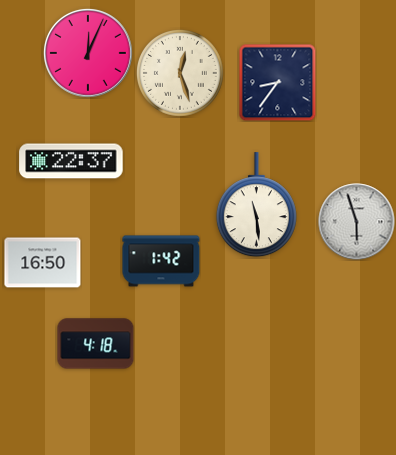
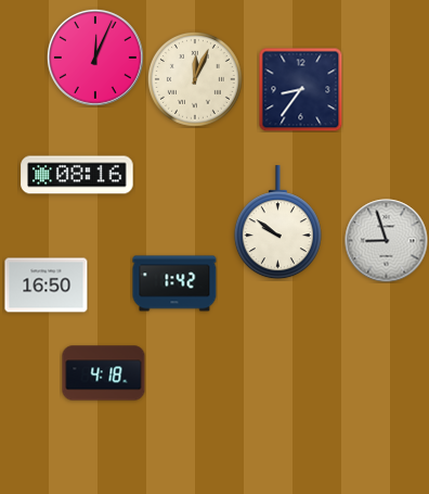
clock at (180, 73): 12:27 -> 12:04
clock at (71, 161): 22:37 -> 08:16
clock at (256, 205): 11:29 -> 9:51
clock at (357, 222): 5:57 -> 8:57
